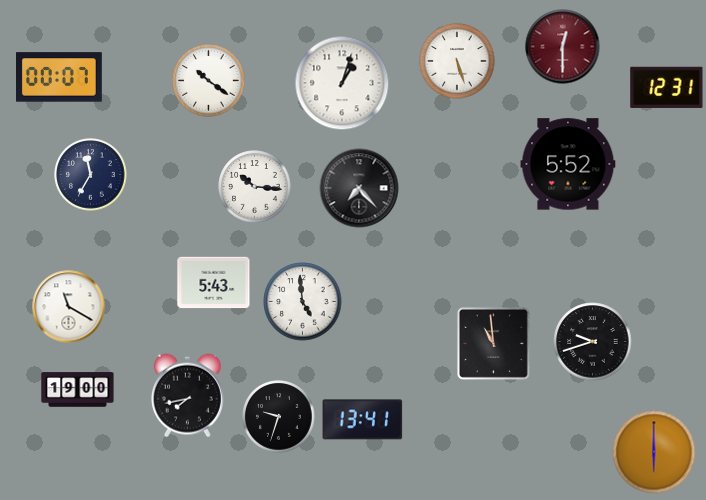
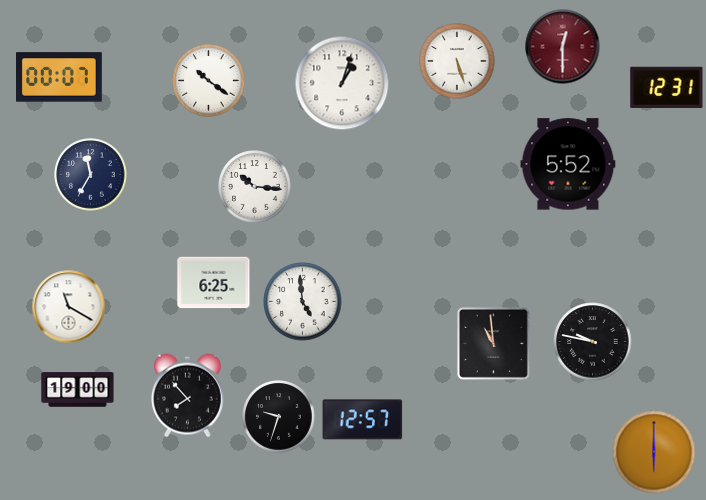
clock at (359, 188): 7:23 -> none
clock at (214, 283): 5:43 -> 6:25
clock at (593, 342): 9:42 -> 9:47
clock at (187, 396): 7:43 -> 7:53
clock at (363, 420): 13:41 -> 12:57
